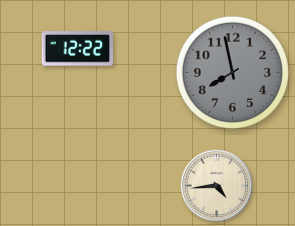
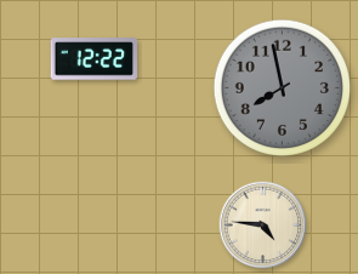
clock at (217, 186): 4:44 -> 4:46
